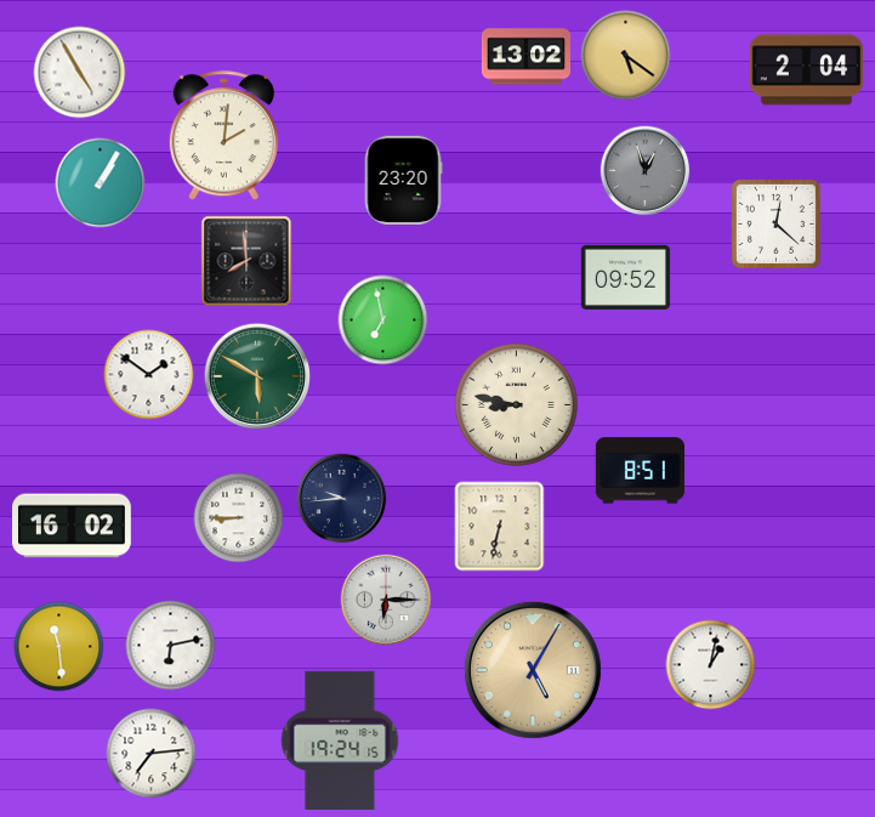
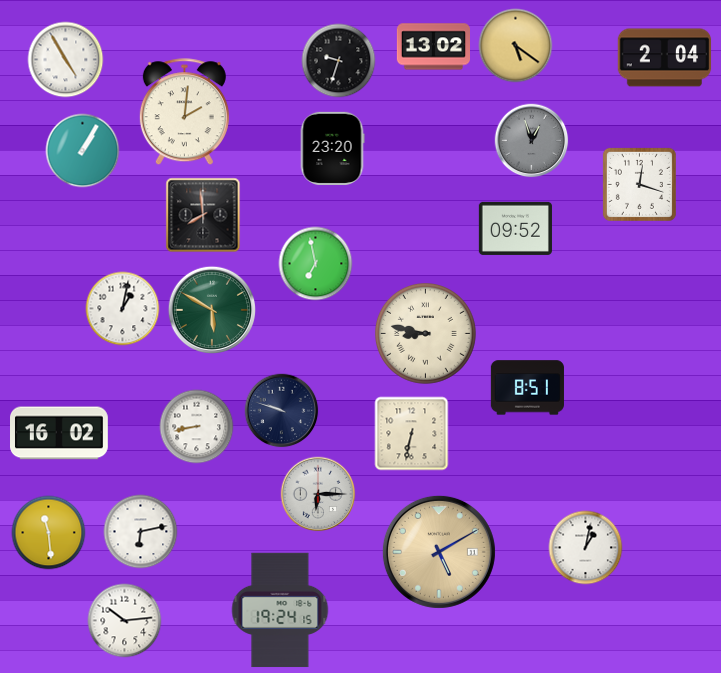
clock at (339, 61): none -> 9:33
clock at (775, 223): 12:22 -> 12:18
clock at (149, 375): 1:51 -> 1:02
clock at (342, 499): 9:44 -> 9:48
clock at (239, 518): 8:45 -> 8:43
clock at (533, 670): 5:05 -> 5:10
clock at (152, 754): 7:14 -> 10:14
